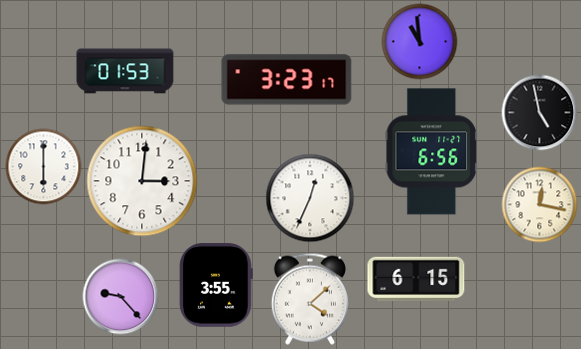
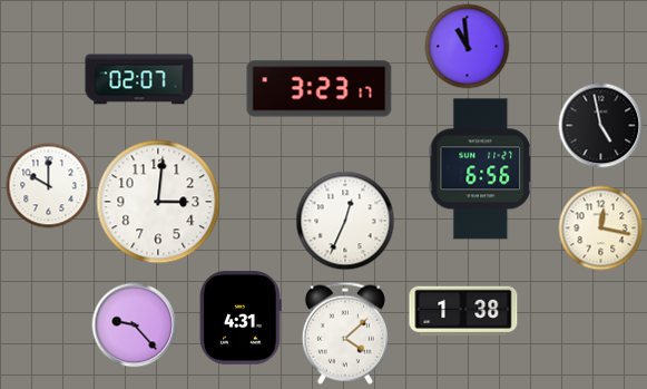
clock at (125, 71): 01:53 -> 02:07
clock at (44, 167): 6:00 -> 10:00
clock at (416, 278): 6:15 -> 1:38
clock at (216, 285): 3:55 -> 4:31
clock at (121, 297) position: (121, 297) -> (135, 325)
